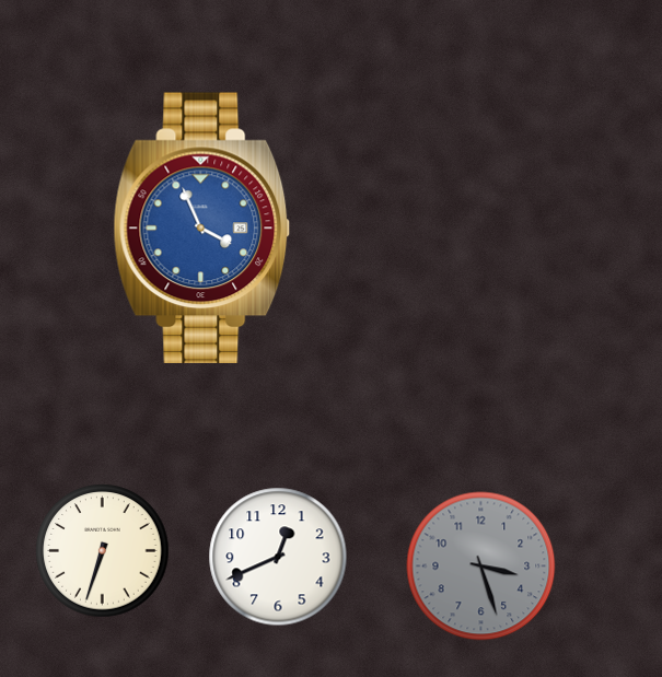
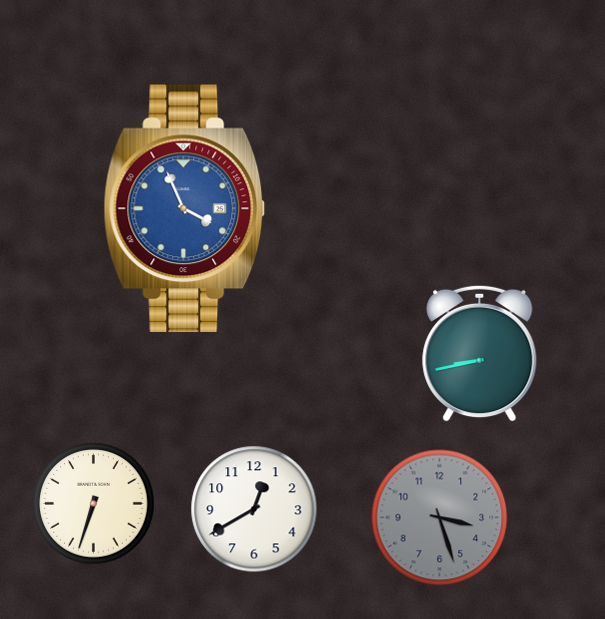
clock at (480, 353): none -> 8:43
clock at (278, 557): 12:41 -> 12:40
